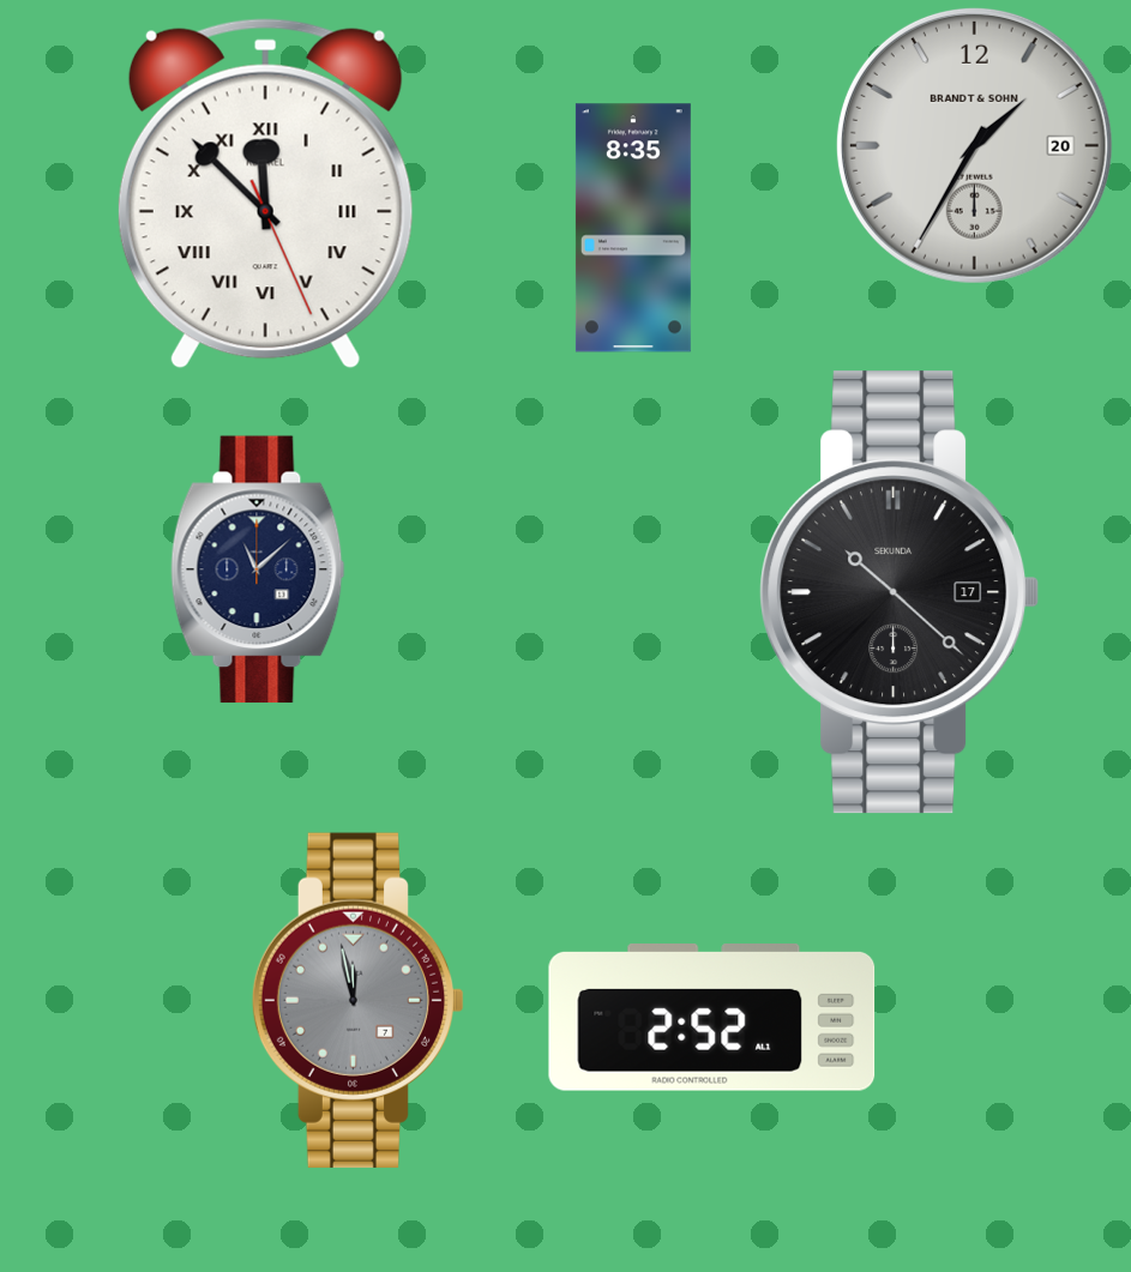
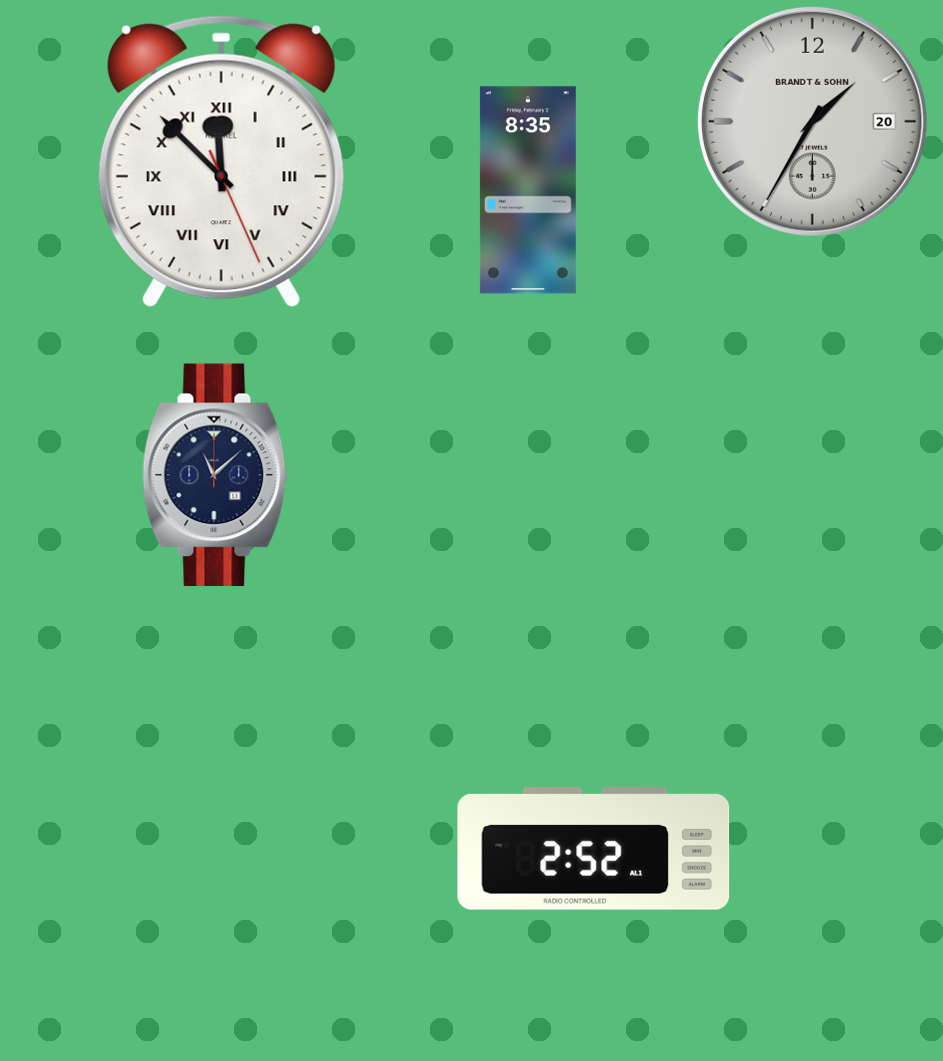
clock at (900, 592): 10:22 -> none
clock at (359, 1000): 11:58 -> none
